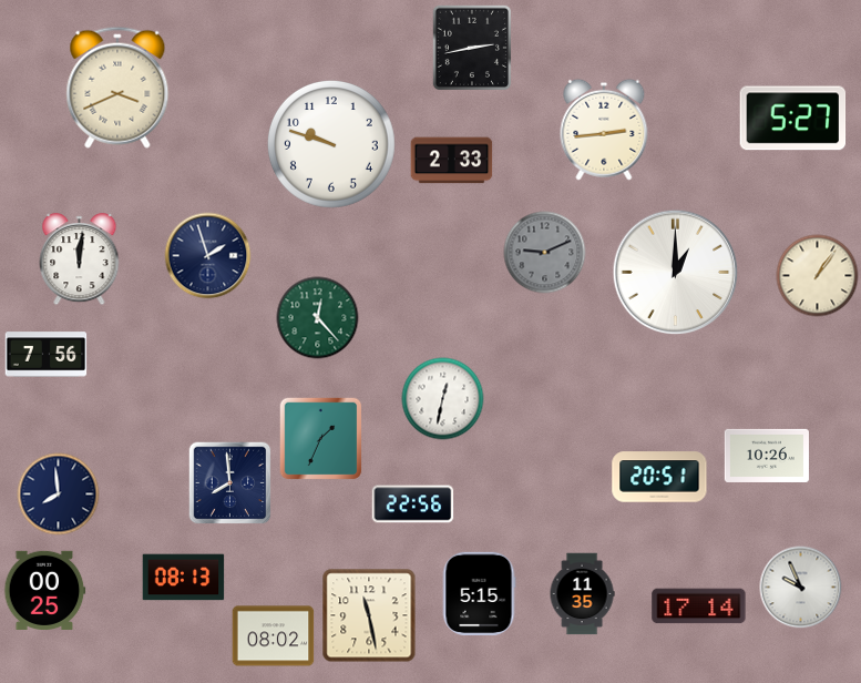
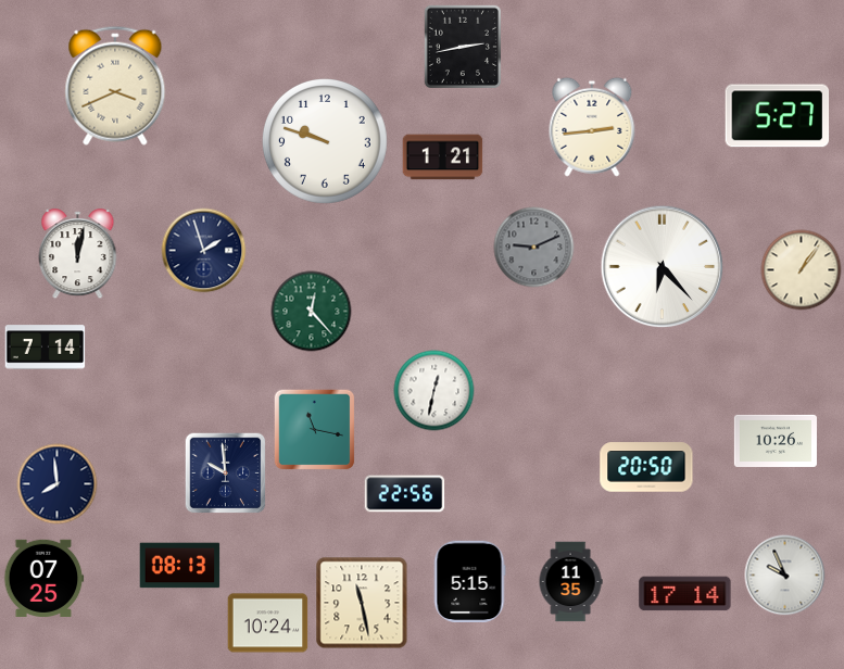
clock at (452, 161): 2:33 -> 1:21
clock at (80, 259): 12:01 -> 12:02
clock at (676, 273): 1:00 -> 6:23
clock at (47, 355): 7:56 -> 7:14
clock at (321, 439): 1:34 -> 11:17
clock at (766, 456) position: (766, 456) -> (774, 441)
clock at (659, 477): 20:51 -> 20:50
clock at (230, 483): 7:59 -> 9:59
clock at (45, 590): 00:25 -> 07:25
clock at (274, 636): 08:02 -> 10:24
